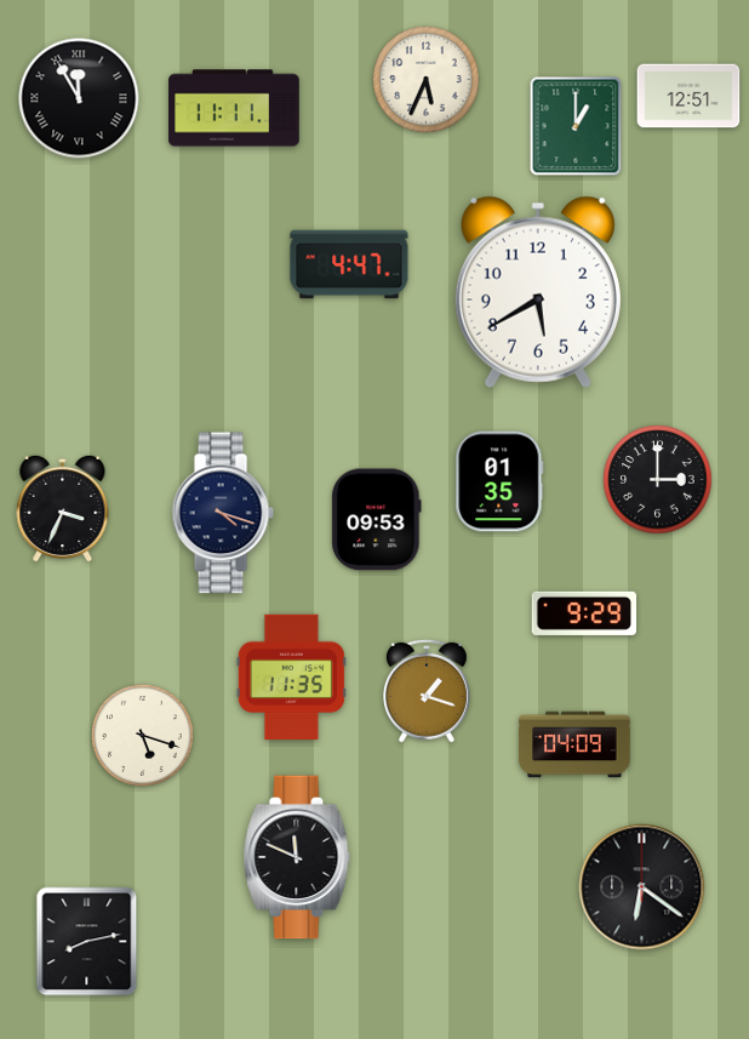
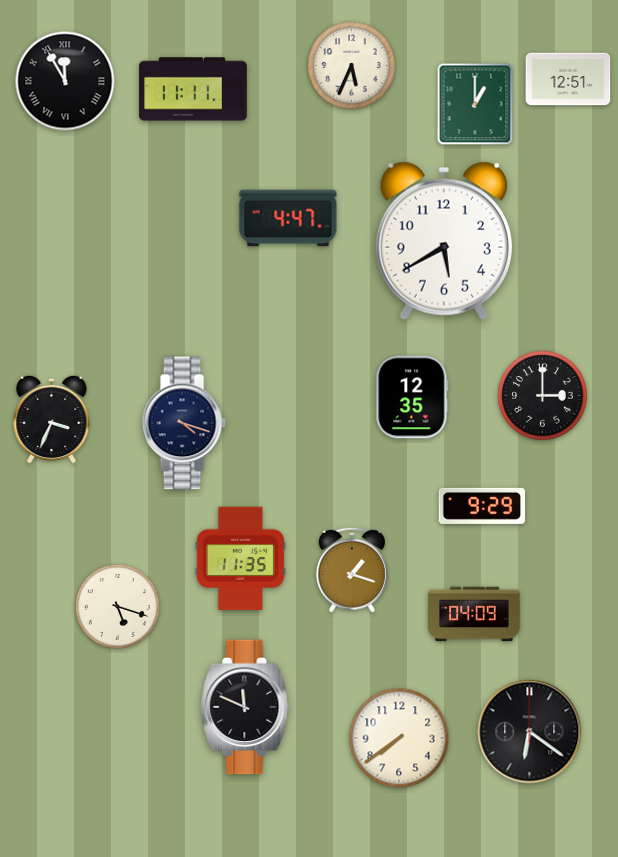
clock at (499, 481): 01:35 -> 12:35
clock at (377, 520): 09:53 -> none
clock at (399, 738): none -> 7:39
clock at (87, 942): 8:13 -> none
